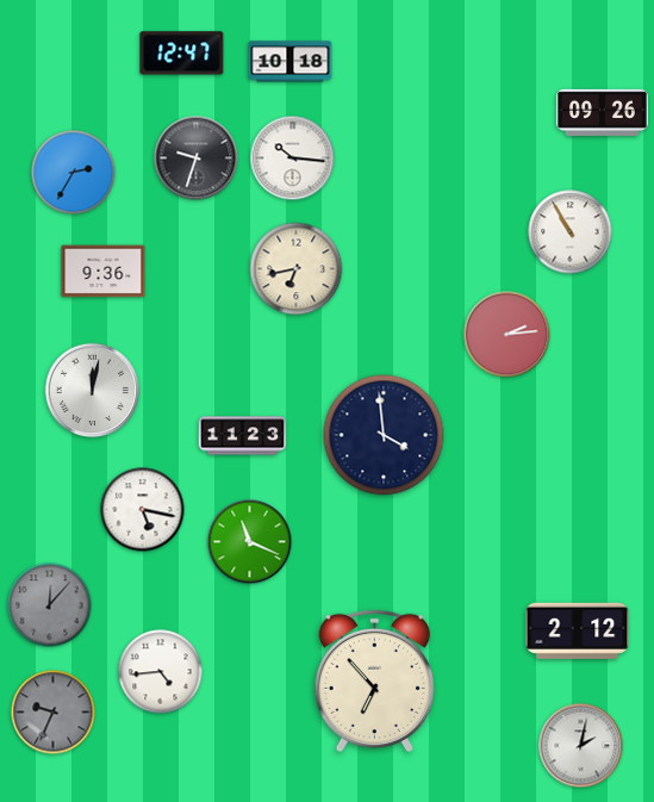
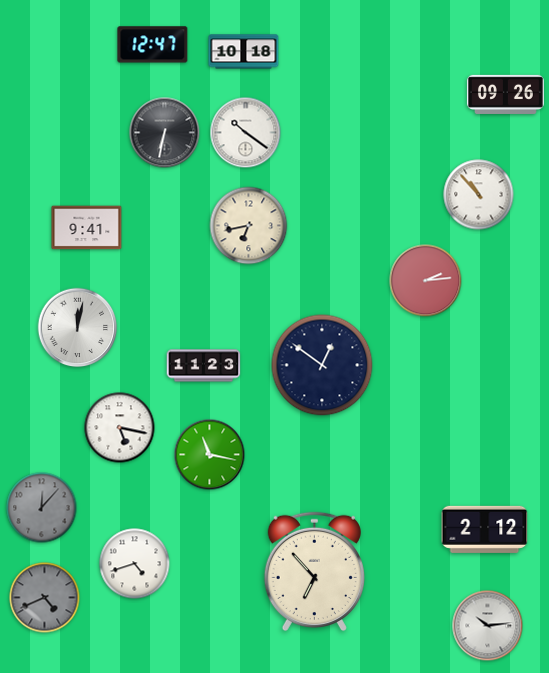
clock at (197, 158): 9:33 -> 6:32
clock at (293, 158): 10:16 -> 10:21
clock at (74, 173): 2:35 -> none
clock at (571, 232): 10:55 -> 10:53
clock at (104, 272): 9:36 -> 9:41
clock at (384, 435): 3:59 -> 12:51
clock at (250, 542): 11:19 -> 11:17
clock at (161, 672): 4:44 -> 4:42
clock at (54, 713): 9:34 -> 4:41
clock at (581, 746): 2:02 -> 10:14
